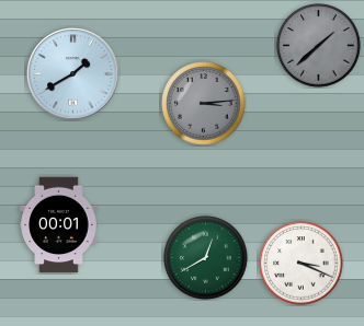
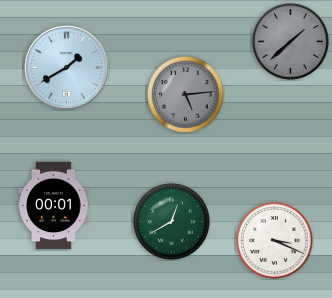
clock at (204, 104): 3:14 -> 5:14
clock at (206, 258) position: (206, 258) -> (172, 222)
